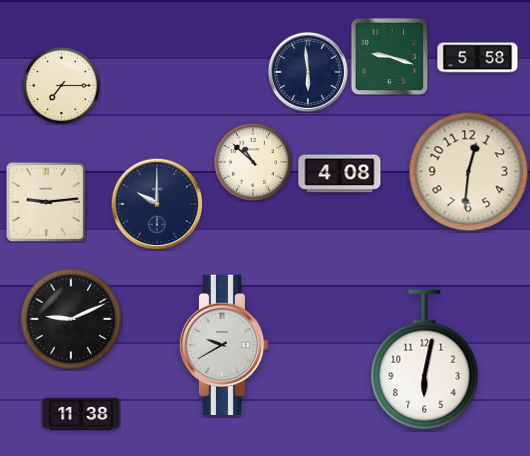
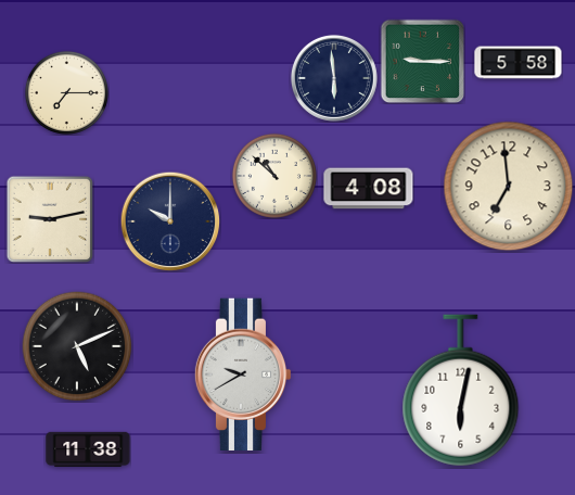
clock at (389, 56): 9:18 -> 9:15
clock at (469, 172): 12:31 -> 6:59
clock at (46, 202): 9:14 -> 9:13
clock at (71, 319): 9:11 -> 5:11
